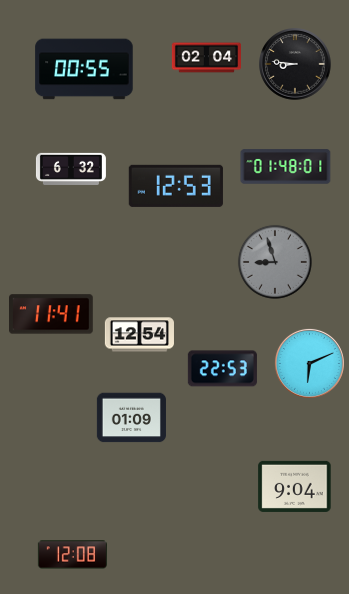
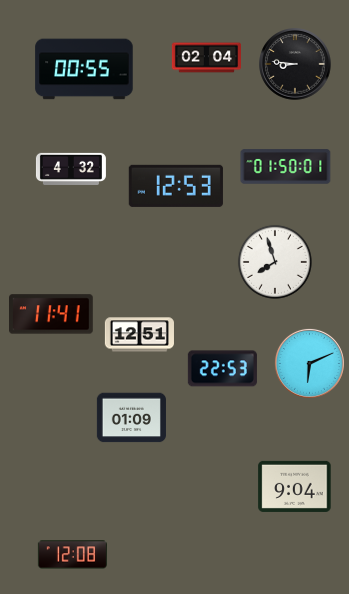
clock at (286, 167): 01:48 -> 01:50
clock at (71, 169): 6:32 -> 4:32
clock at (275, 262): 8:57 -> 7:57
clock at (275, 262) dial: grey -> white
clock at (139, 335): 12:54 -> 12:51
